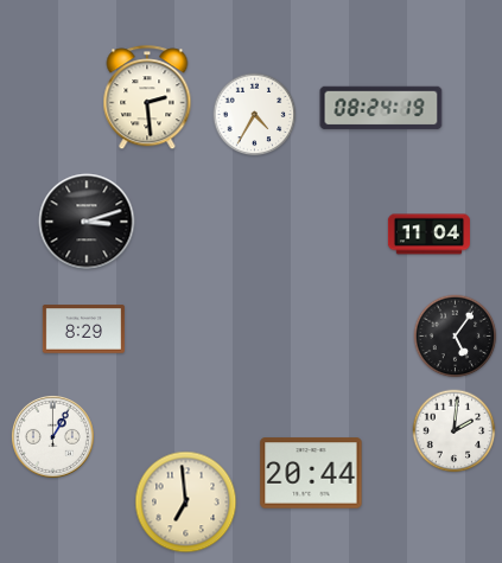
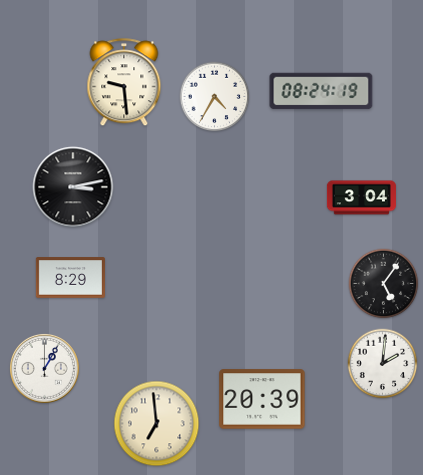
clock at (147, 98): 2:29 -> 9:29
clock at (87, 222): 3:12 -> 3:13
clock at (428, 235): 11:04 -> 3:04
clock at (311, 473): 20:44 -> 20:39
